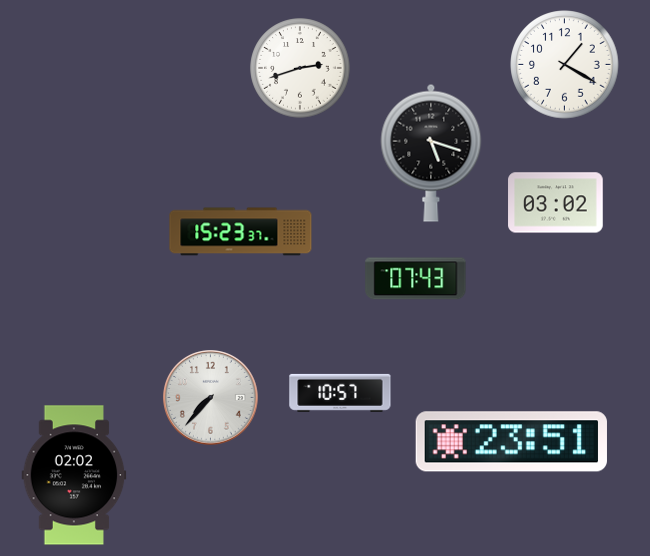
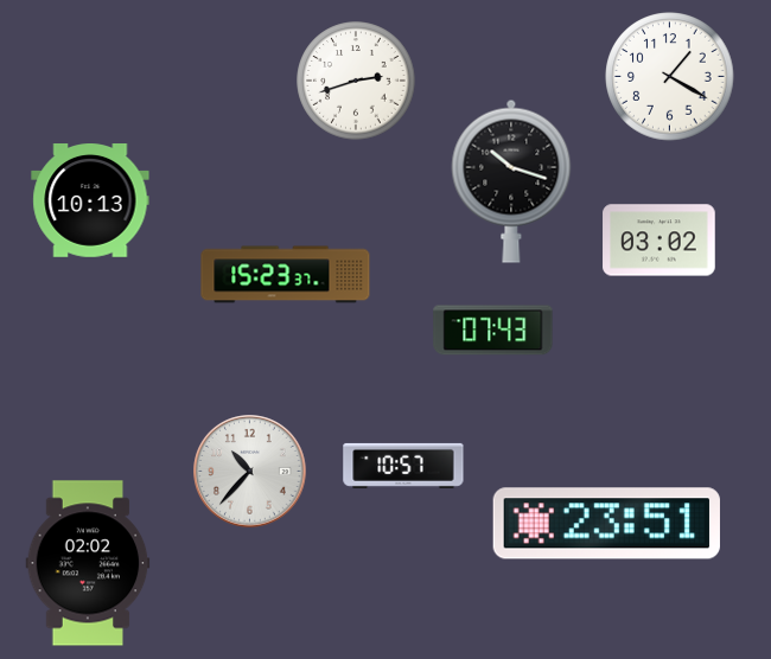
clock at (431, 153): 5:18 -> 10:18
clock at (90, 201): none -> 10:13
clock at (211, 398): 7:37 -> 10:37
